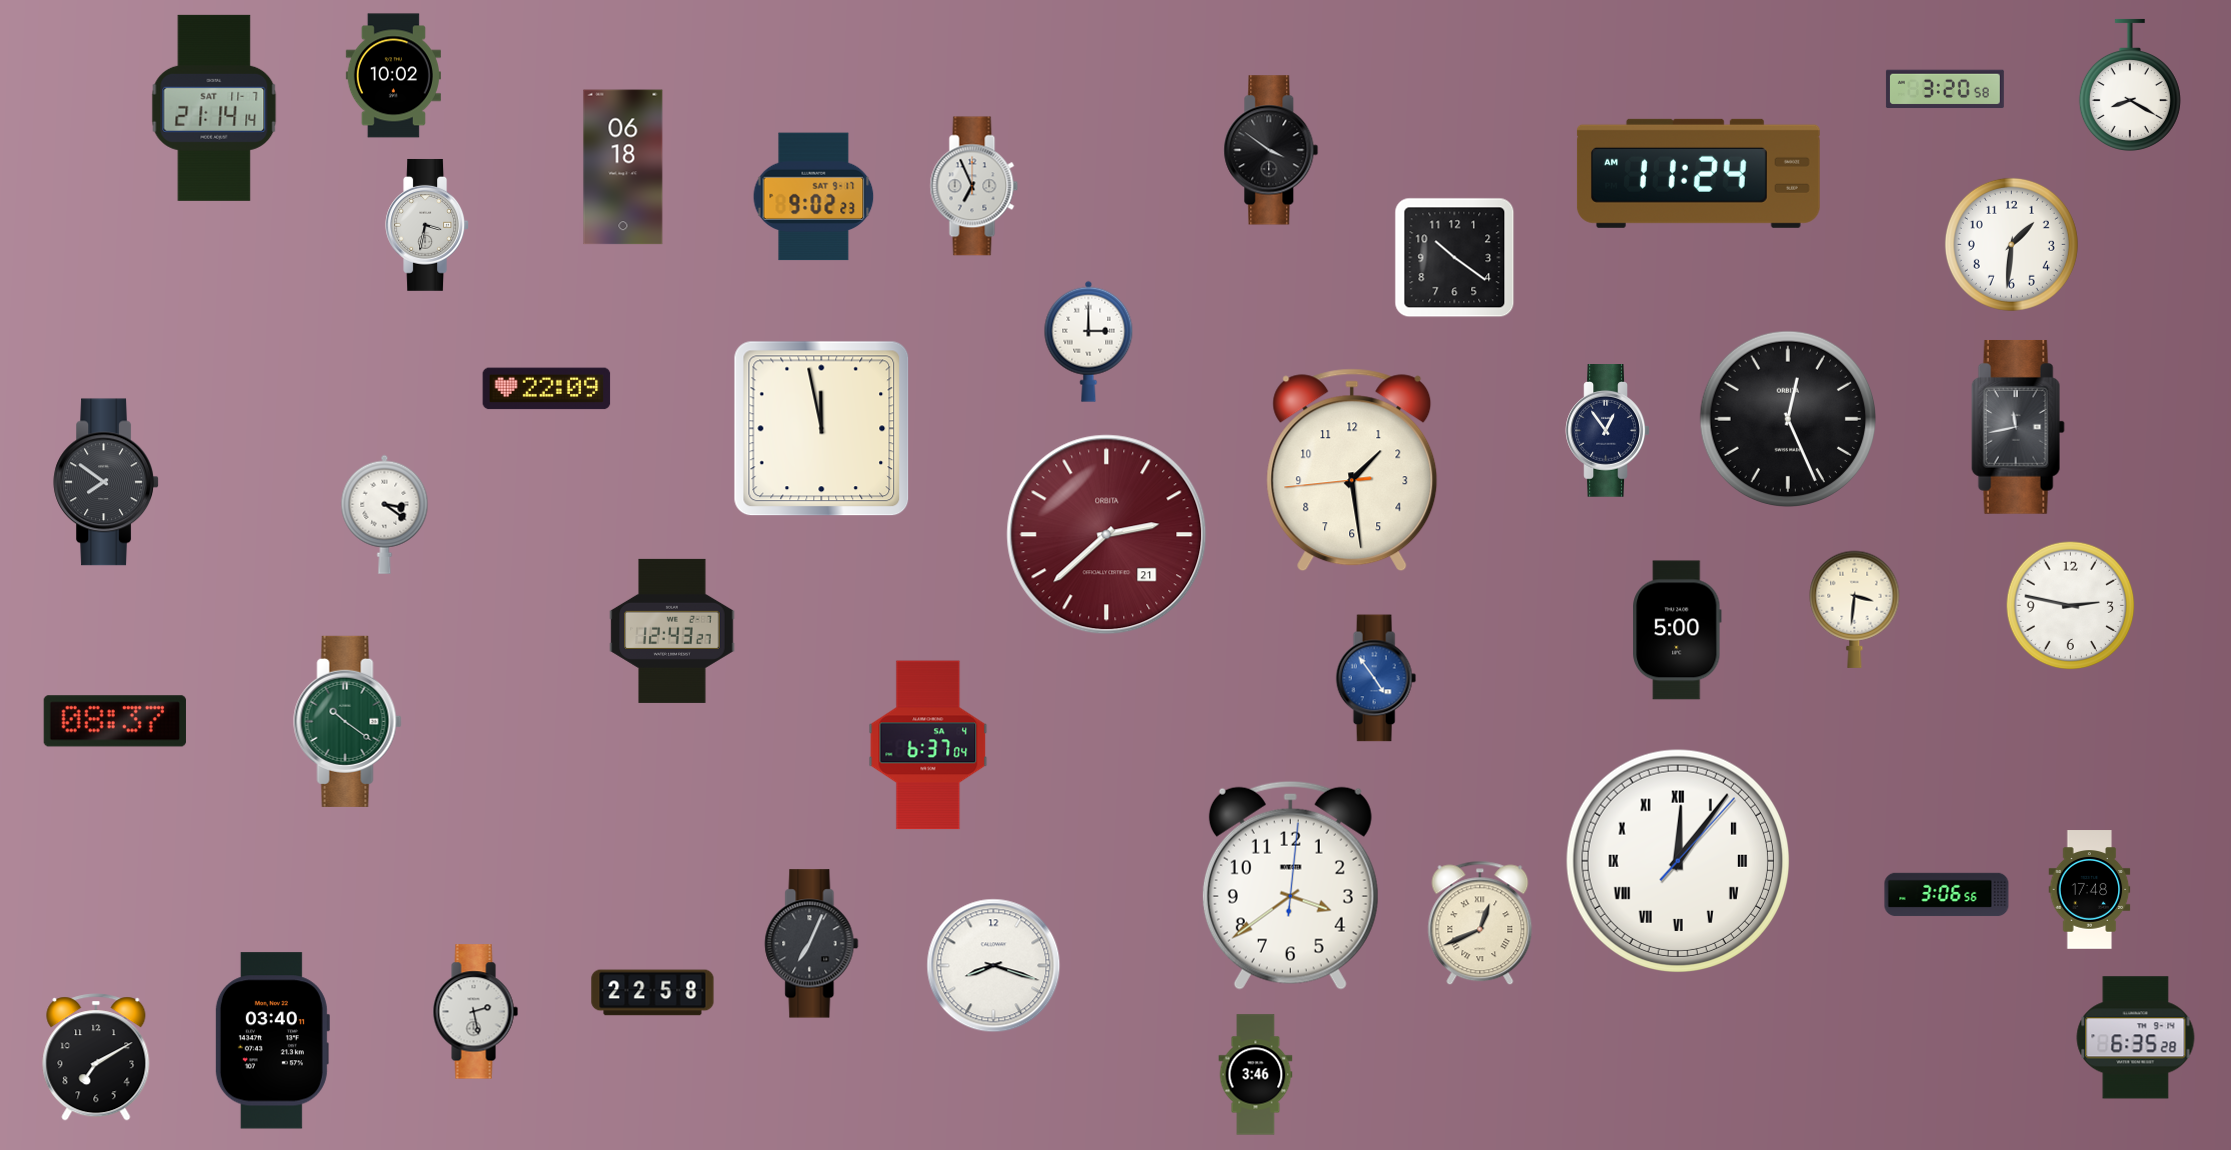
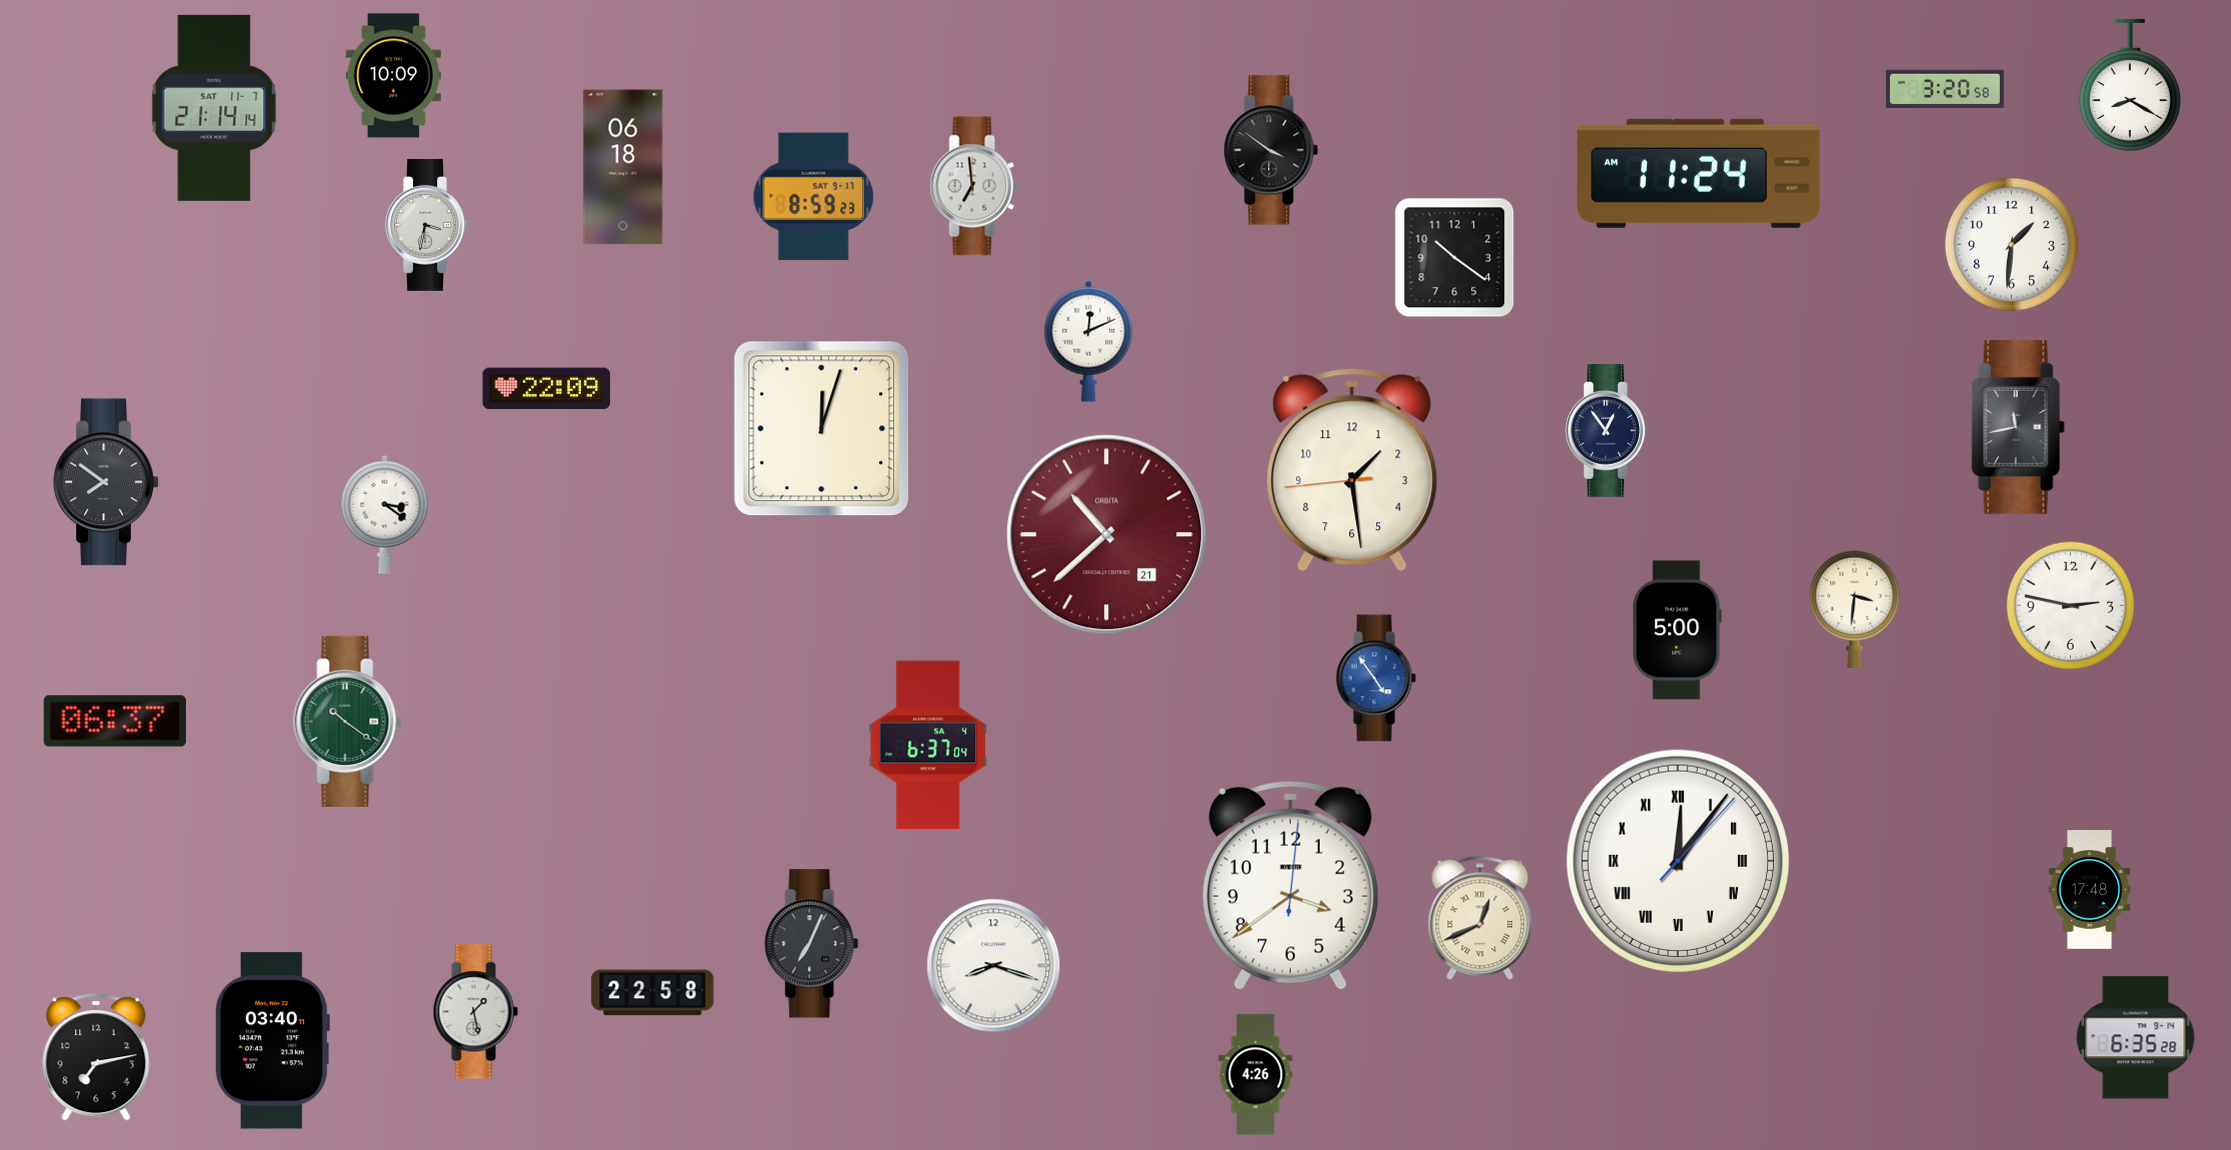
clock at (393, 76): 10:02 -> 10:09
clock at (974, 186): 6:56 -> 6:59
clock at (814, 197): 9:02 -> 8:59
clock at (1089, 341): 3:00 -> 12:11
clock at (1787, 418): 12:26 -> none
clock at (822, 429): 11:58 -> 12:03
clock at (1107, 535): 2:38 -> 10:38
clock at (672, 631): 12:43 -> none
clock at (114, 721): 08:37 -> 06:37
clock at (1947, 895): 3:06 -> none
clock at (1480, 923) position: (1480, 923) -> (1480, 918)
clock at (475, 1012): 2:28 -> 1:28
clock at (96, 1057): 7:10 -> 7:13
clock at (1256, 1075): 3:46 -> 4:26
